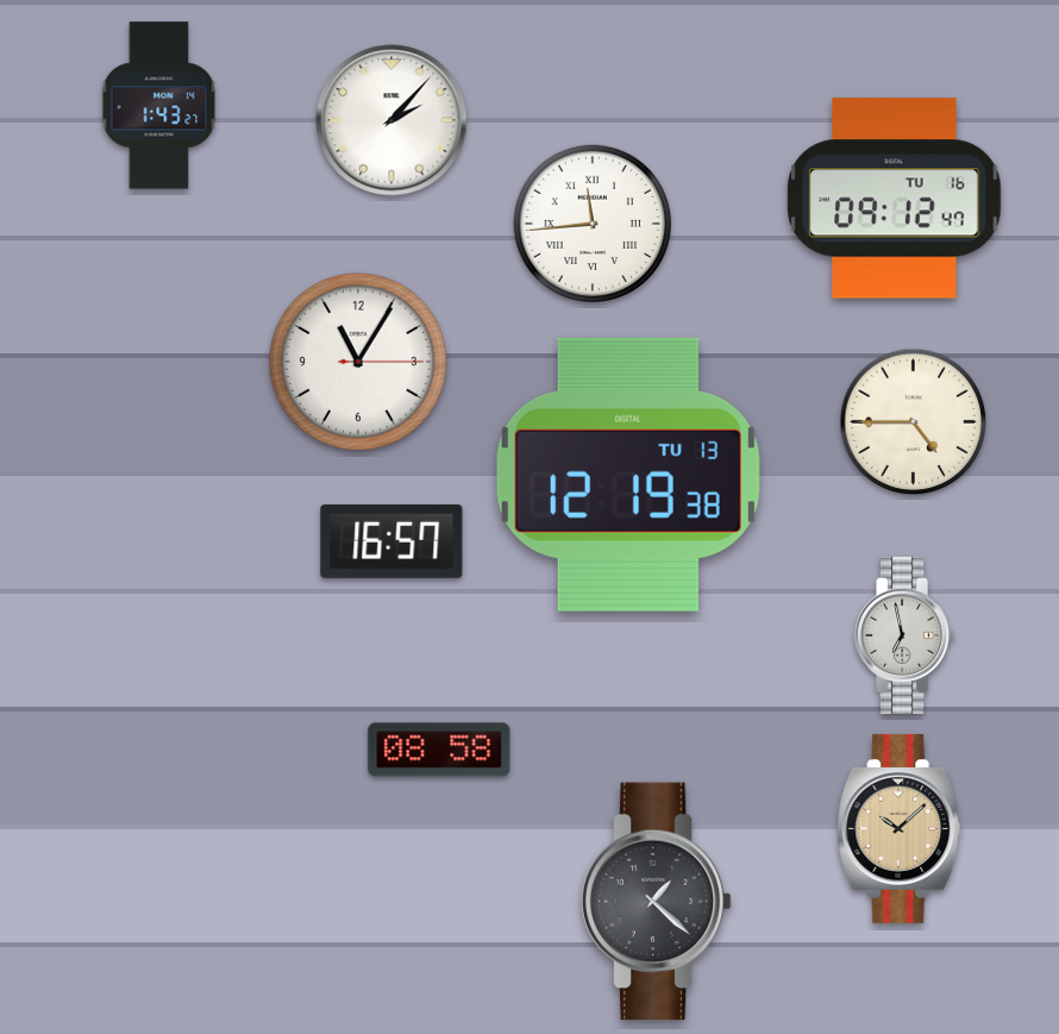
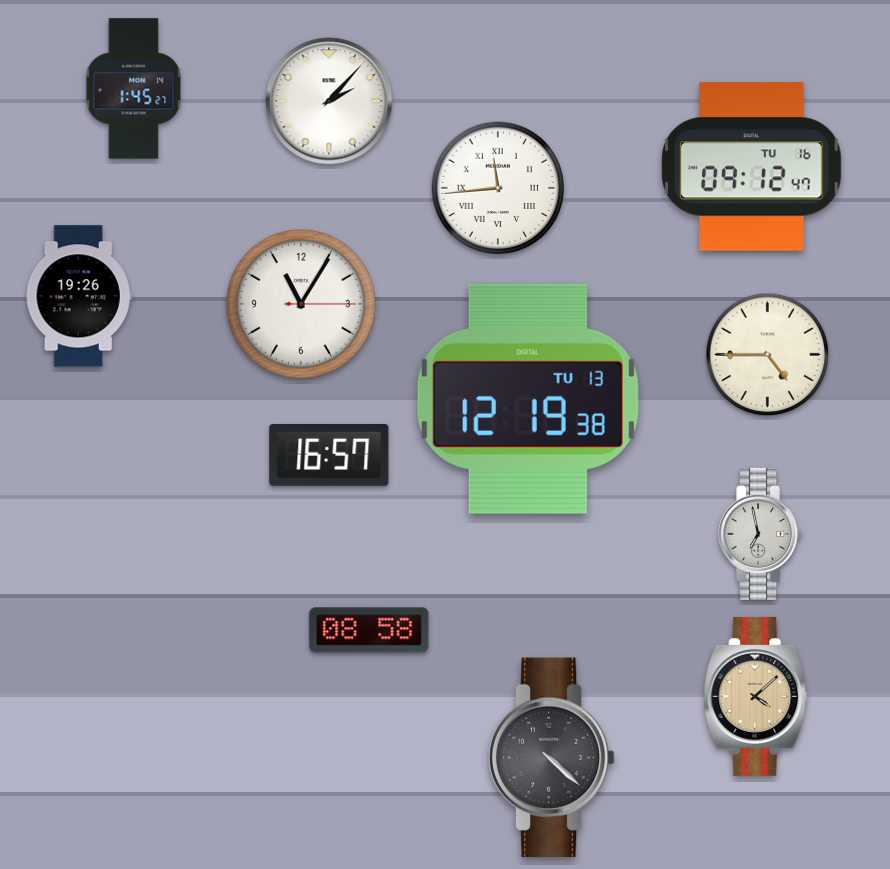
clock at (159, 106): 1:43 -> 1:45
clock at (79, 296): none -> 19:26
clock at (900, 828): 10:08 -> 4:08
clock at (656, 902): 1:22 -> 4:22
